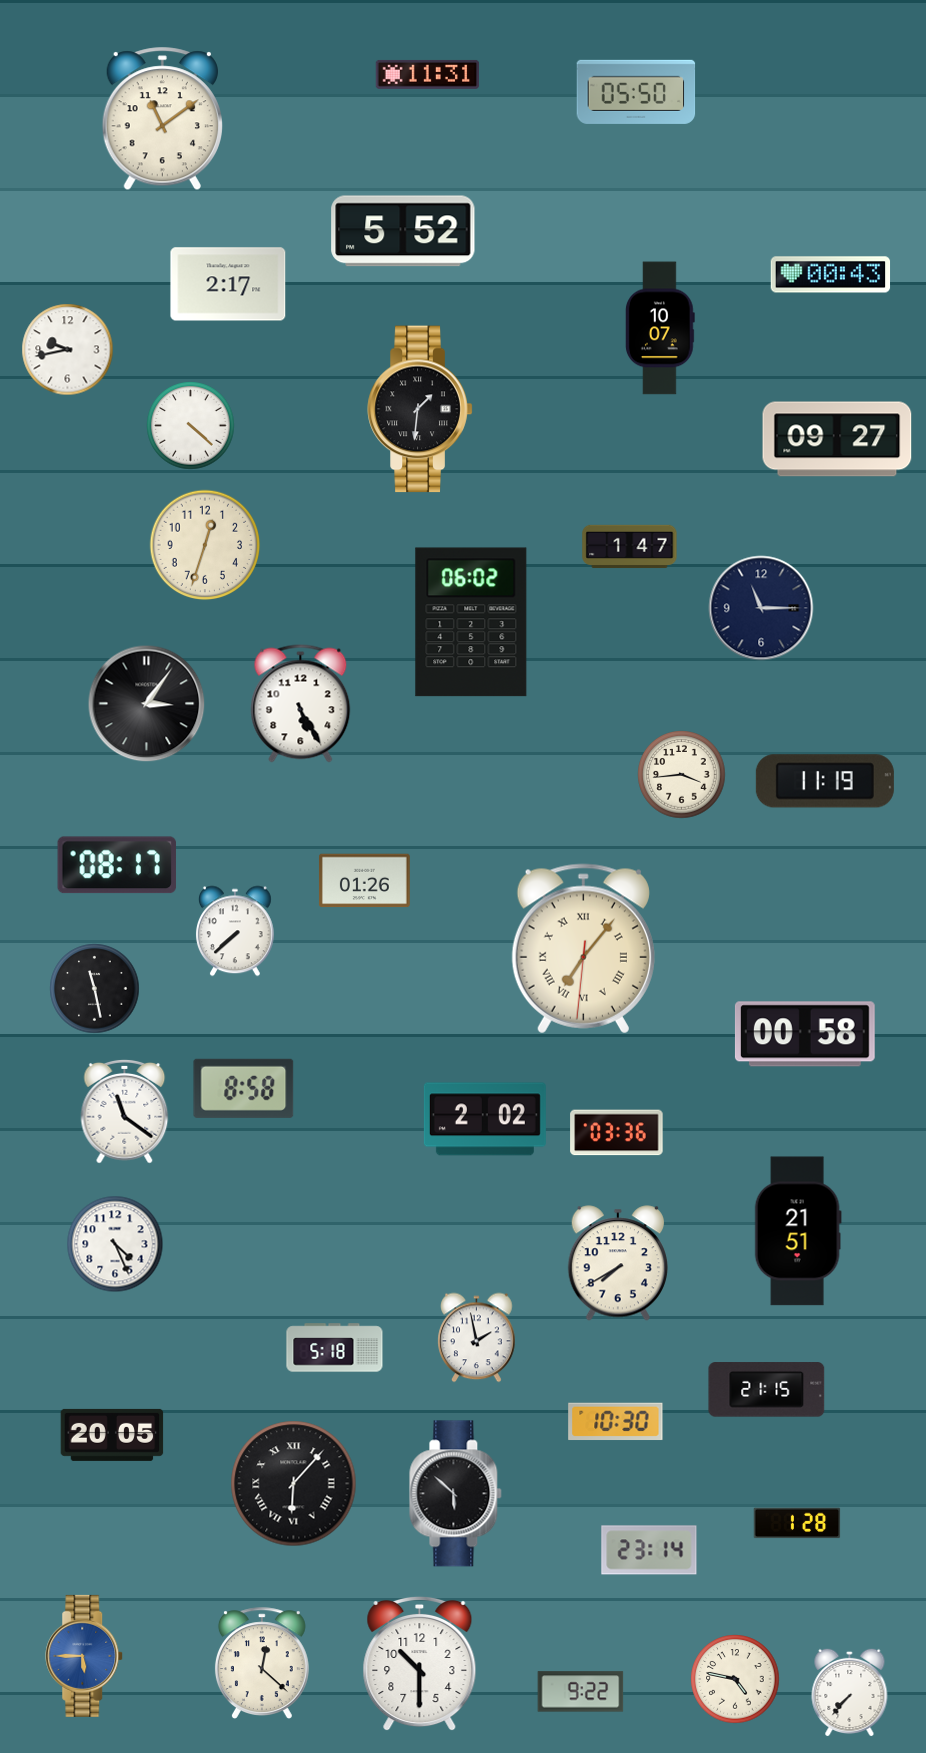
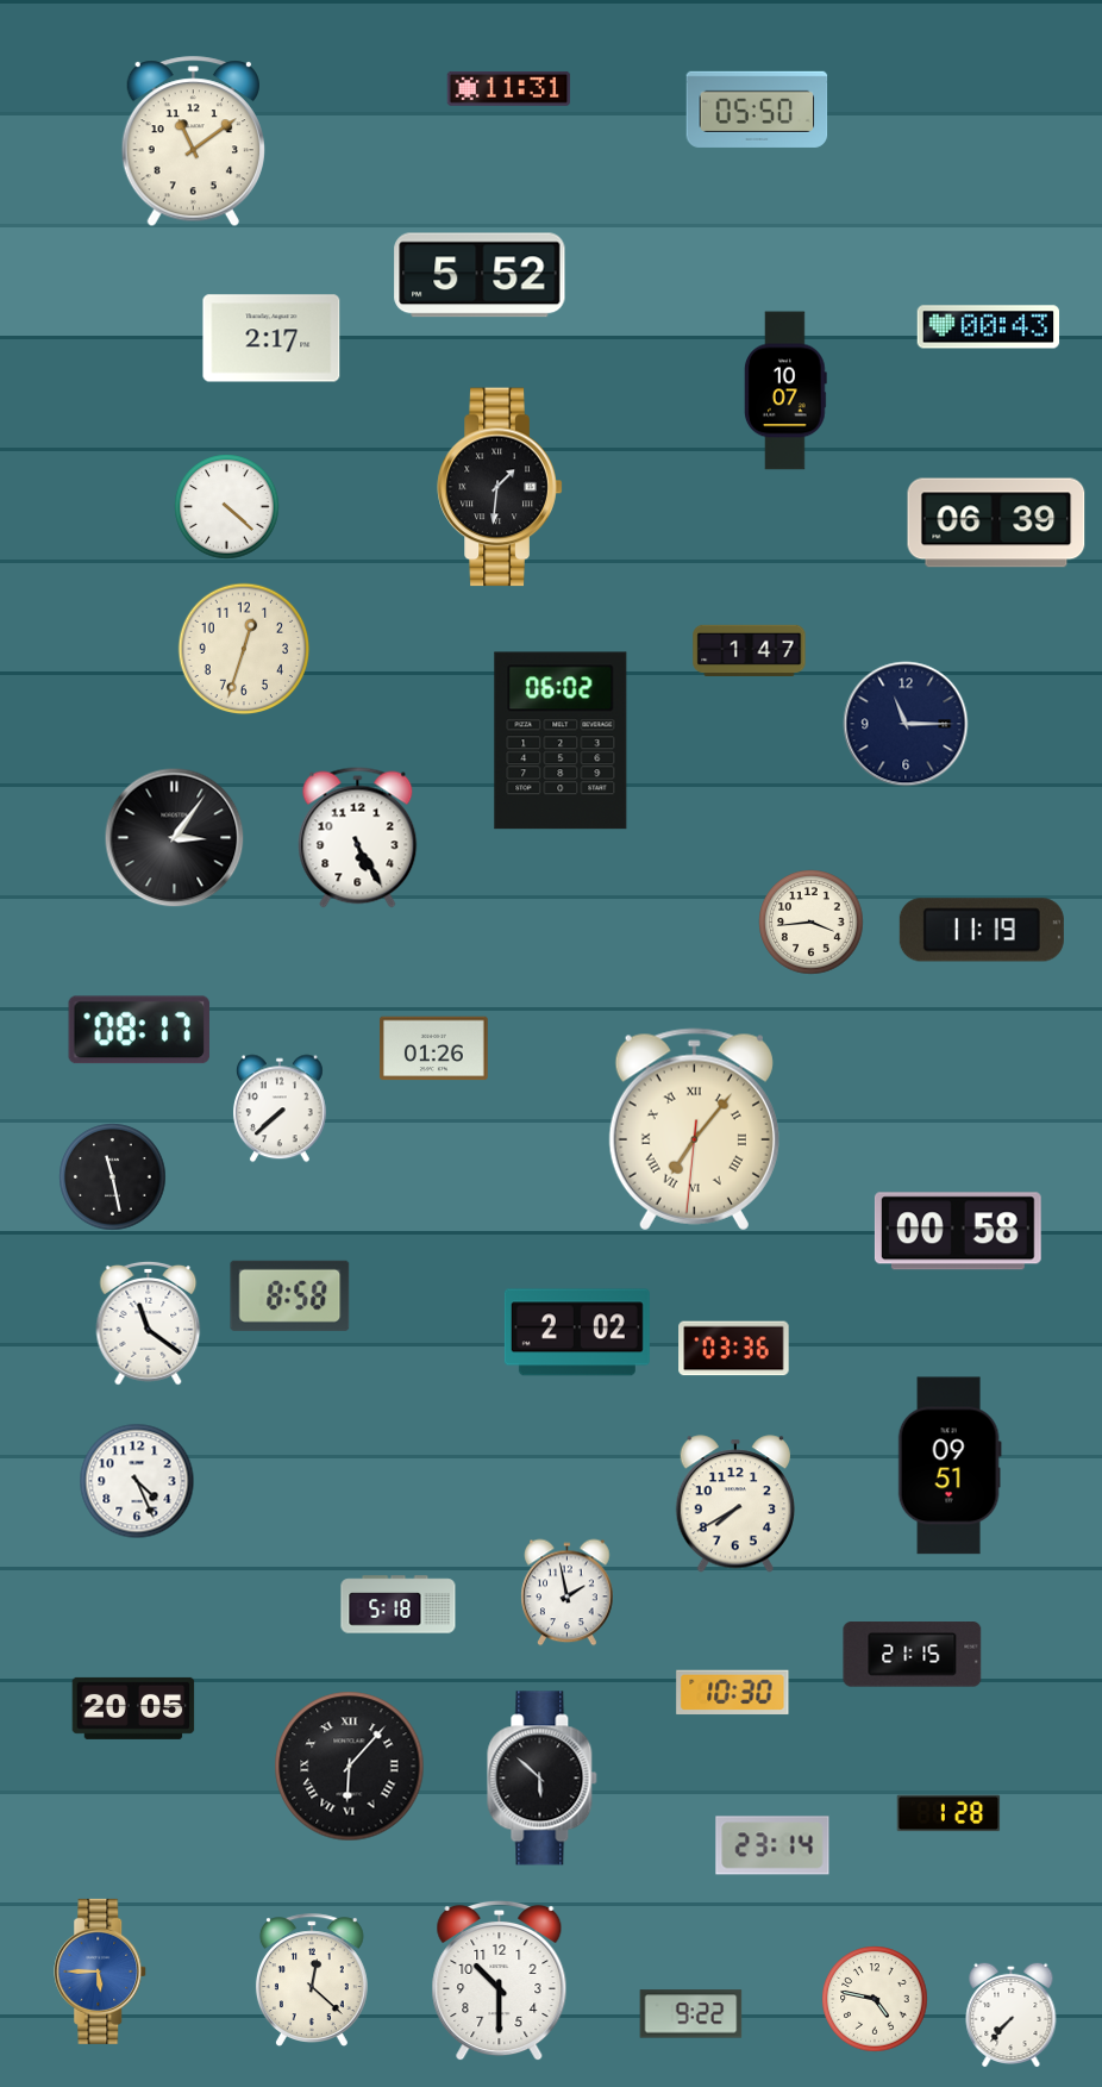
clock at (68, 350): 9:43 -> none
clock at (837, 439): 09:27 -> 06:39
clock at (798, 1231): 21:51 -> 09:51
